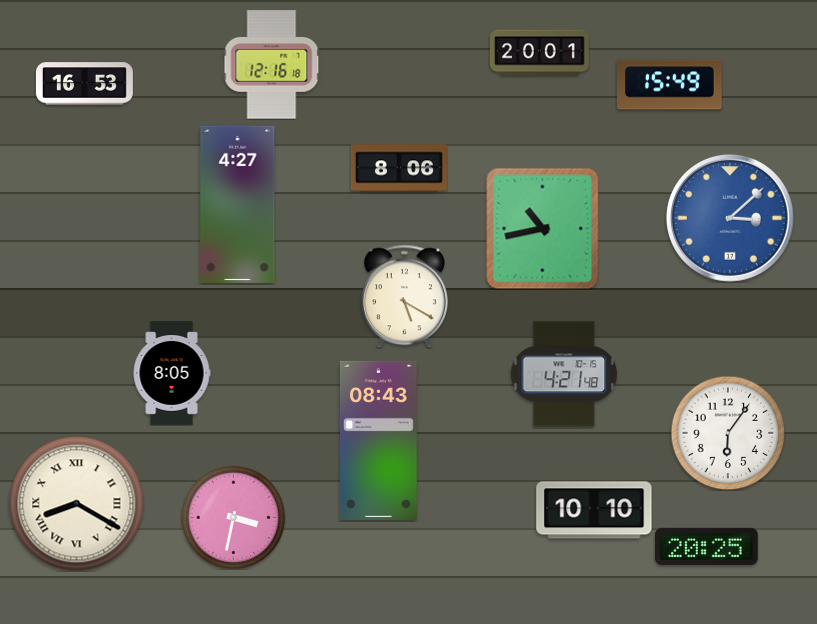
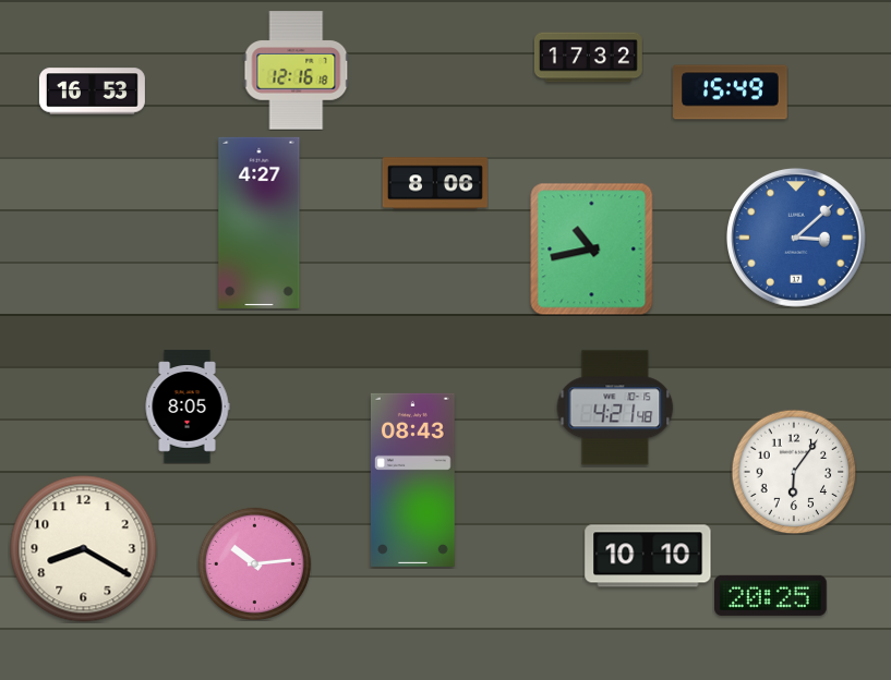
clock at (539, 53): 20:01 -> 17:32
clock at (404, 296): 5:20 -> none
clock at (77, 504) numerals: Roman -> Arabic
clock at (233, 517): 3:32 -> 10:14
